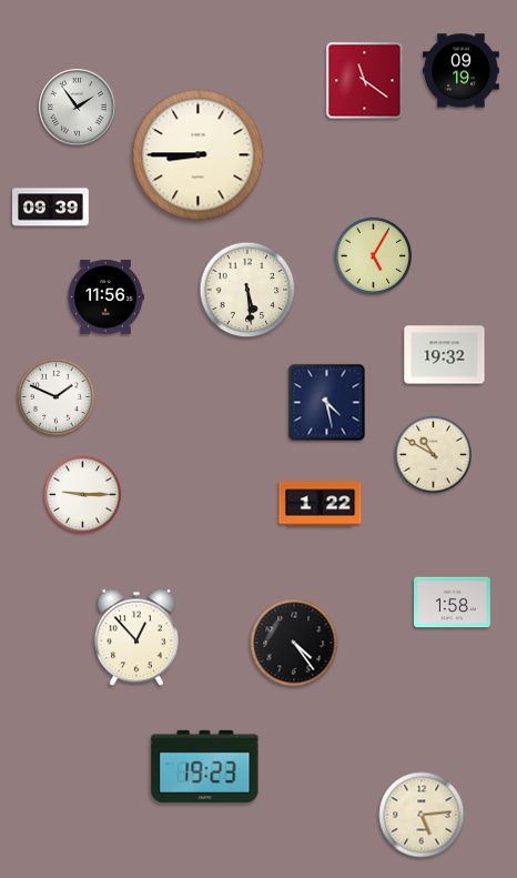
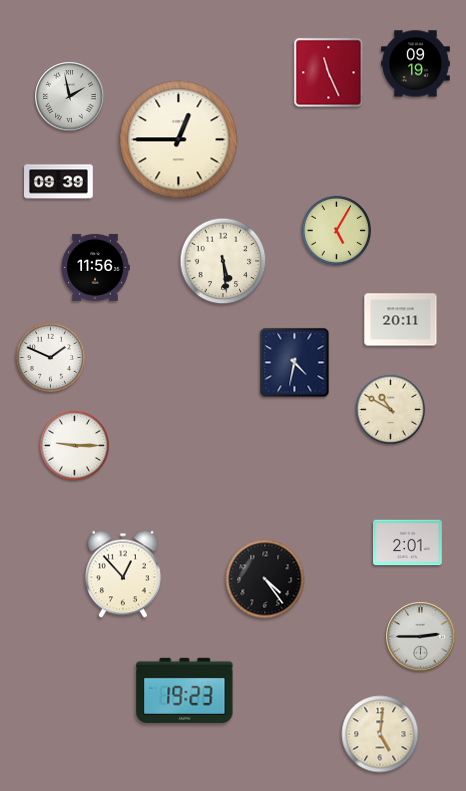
clock at (365, 81): 11:21 -> 11:26
clock at (78, 108): 1:54 -> 1:58
clock at (199, 155): 8:45 -> 12:45
clock at (51, 208) position: (51, 208) -> (59, 182)
clock at (445, 355): 19:32 -> 20:11
clock at (327, 403): 4:28 -> 4:32
clock at (321, 504): 1:22 -> none
clock at (453, 603): 1:58 -> 2:01
clock at (421, 637): none -> 2:45
clock at (422, 815): 5:14 -> 5:01
